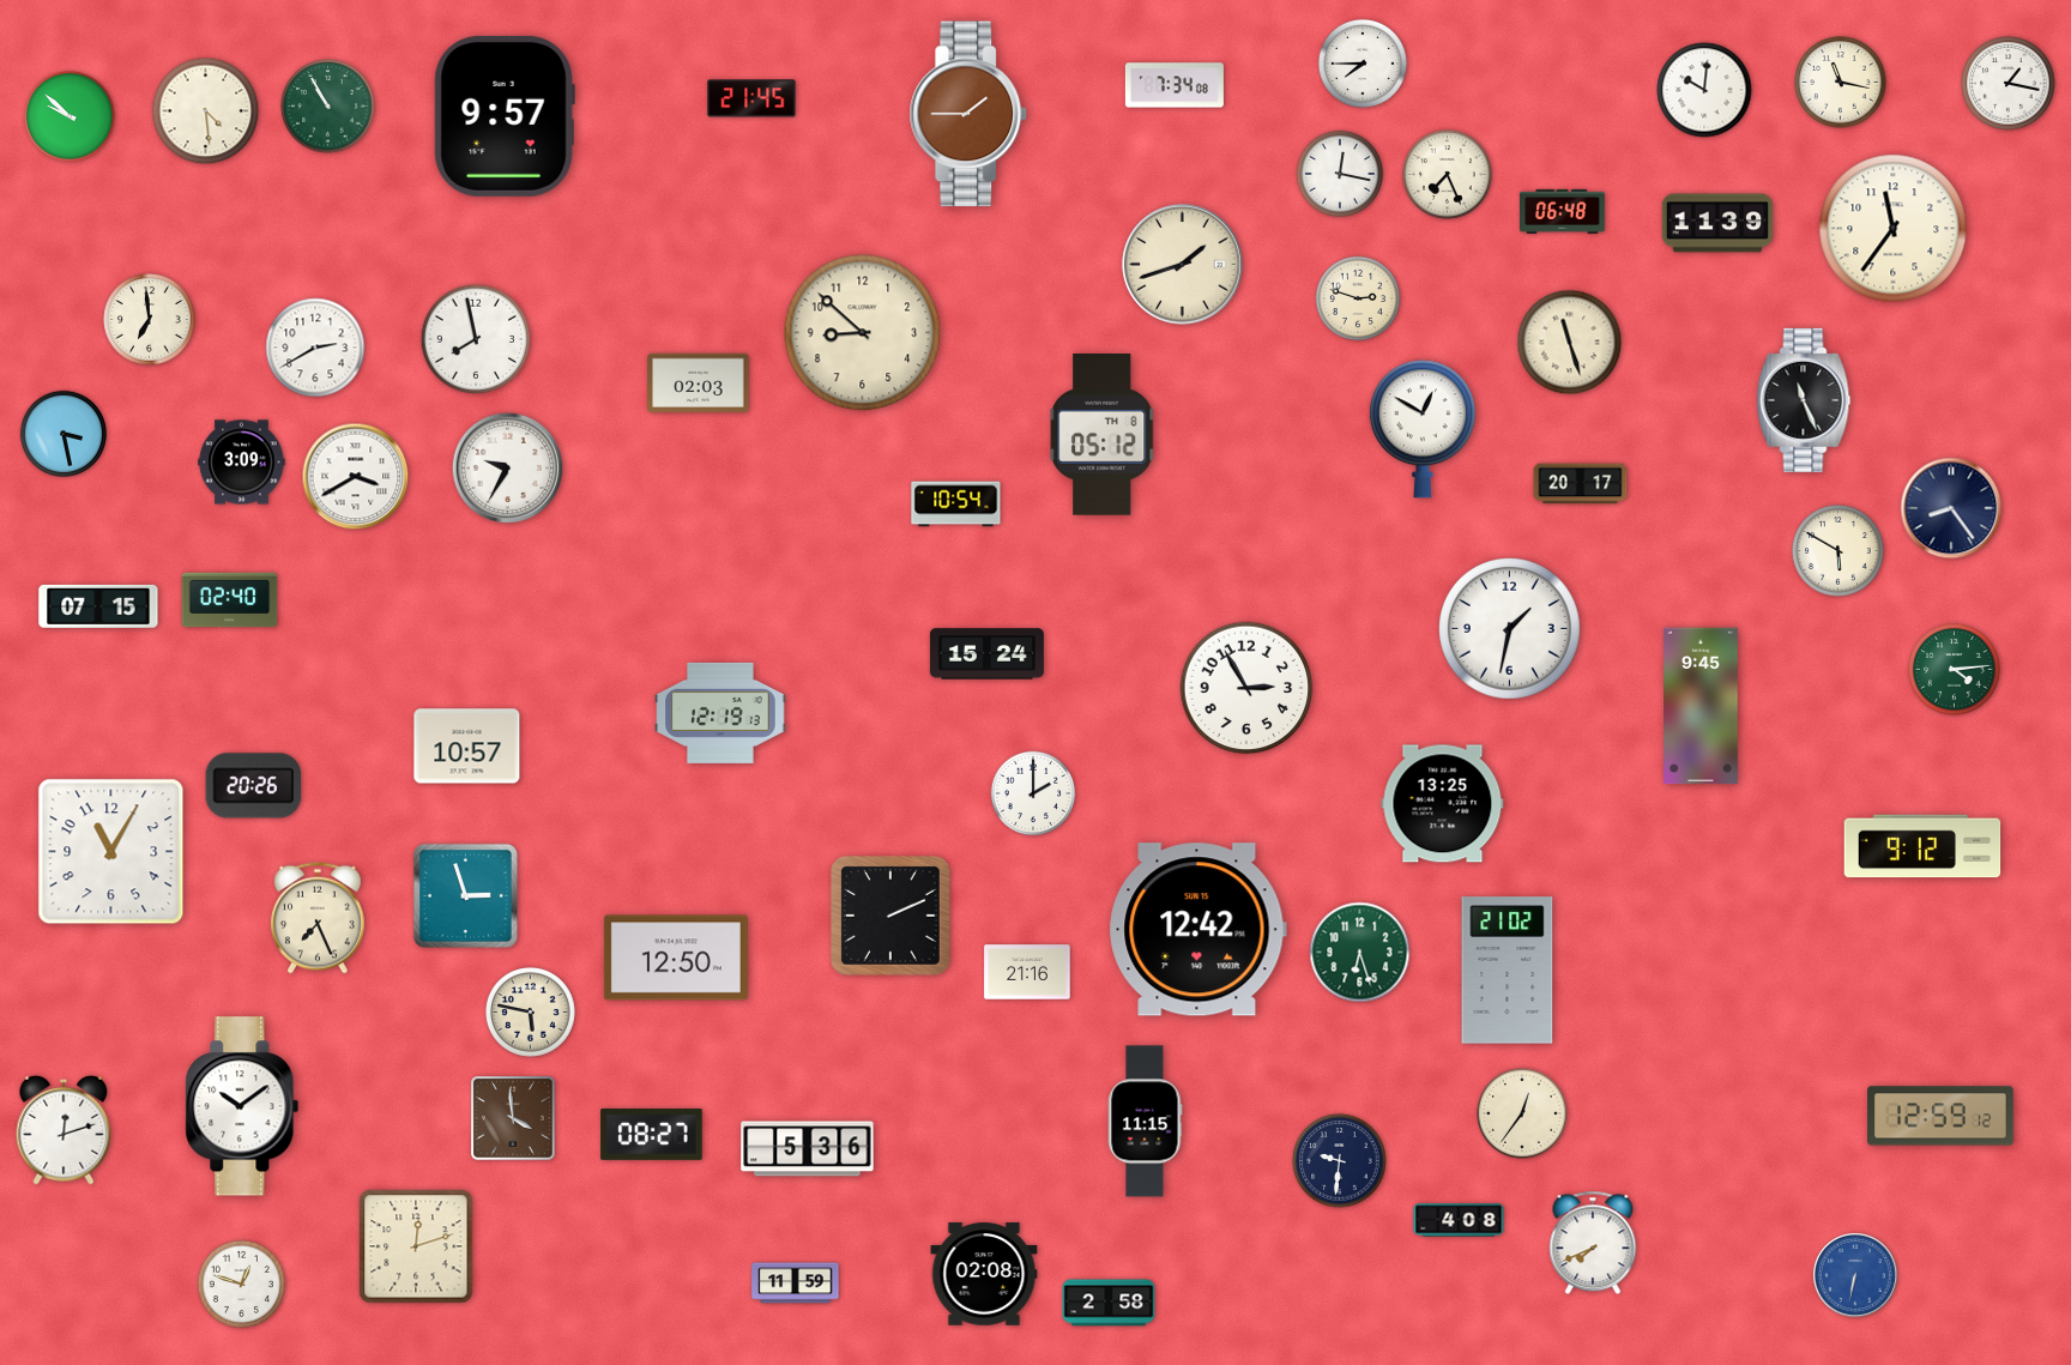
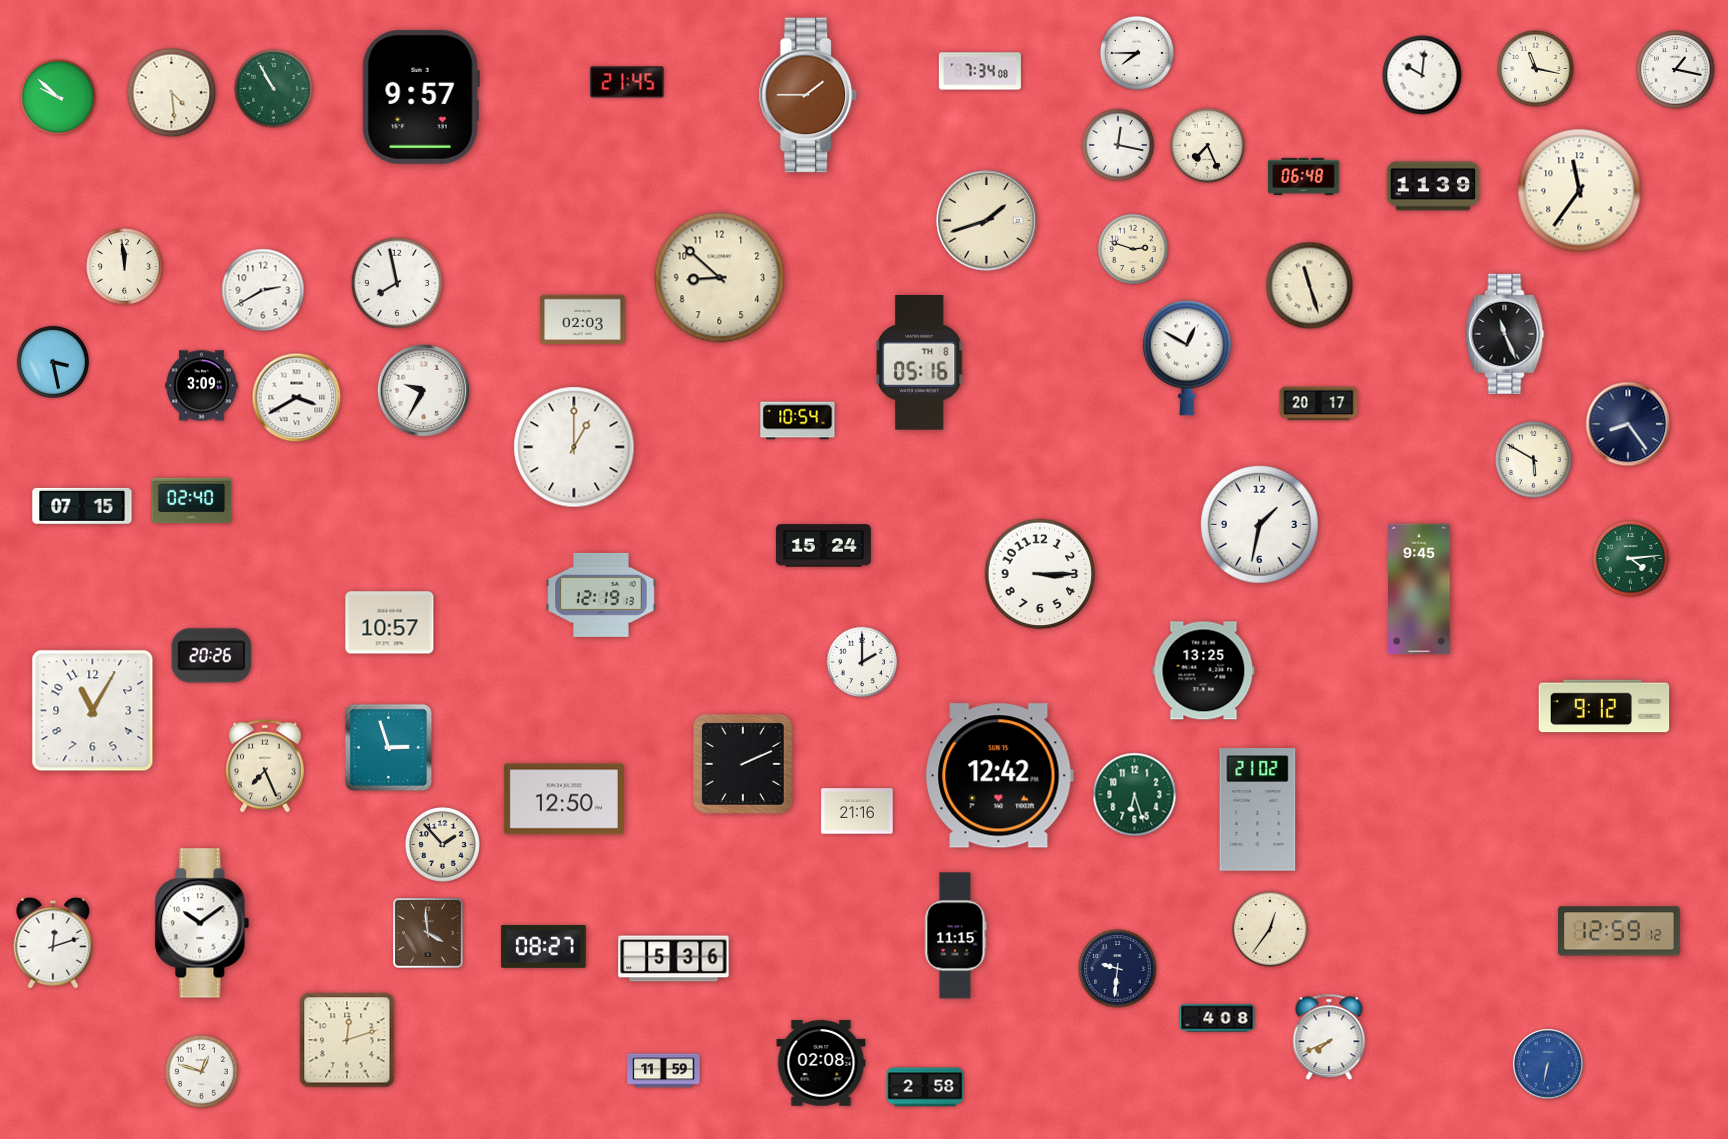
clock at (150, 320): 6:59 -> 11:59
clock at (1103, 435): 05:12 -> 05:16
clock at (574, 447): none -> 1:00
clock at (1246, 688): 2:55 -> 3:15
clock at (531, 1013): 5:47 -> 1:53
